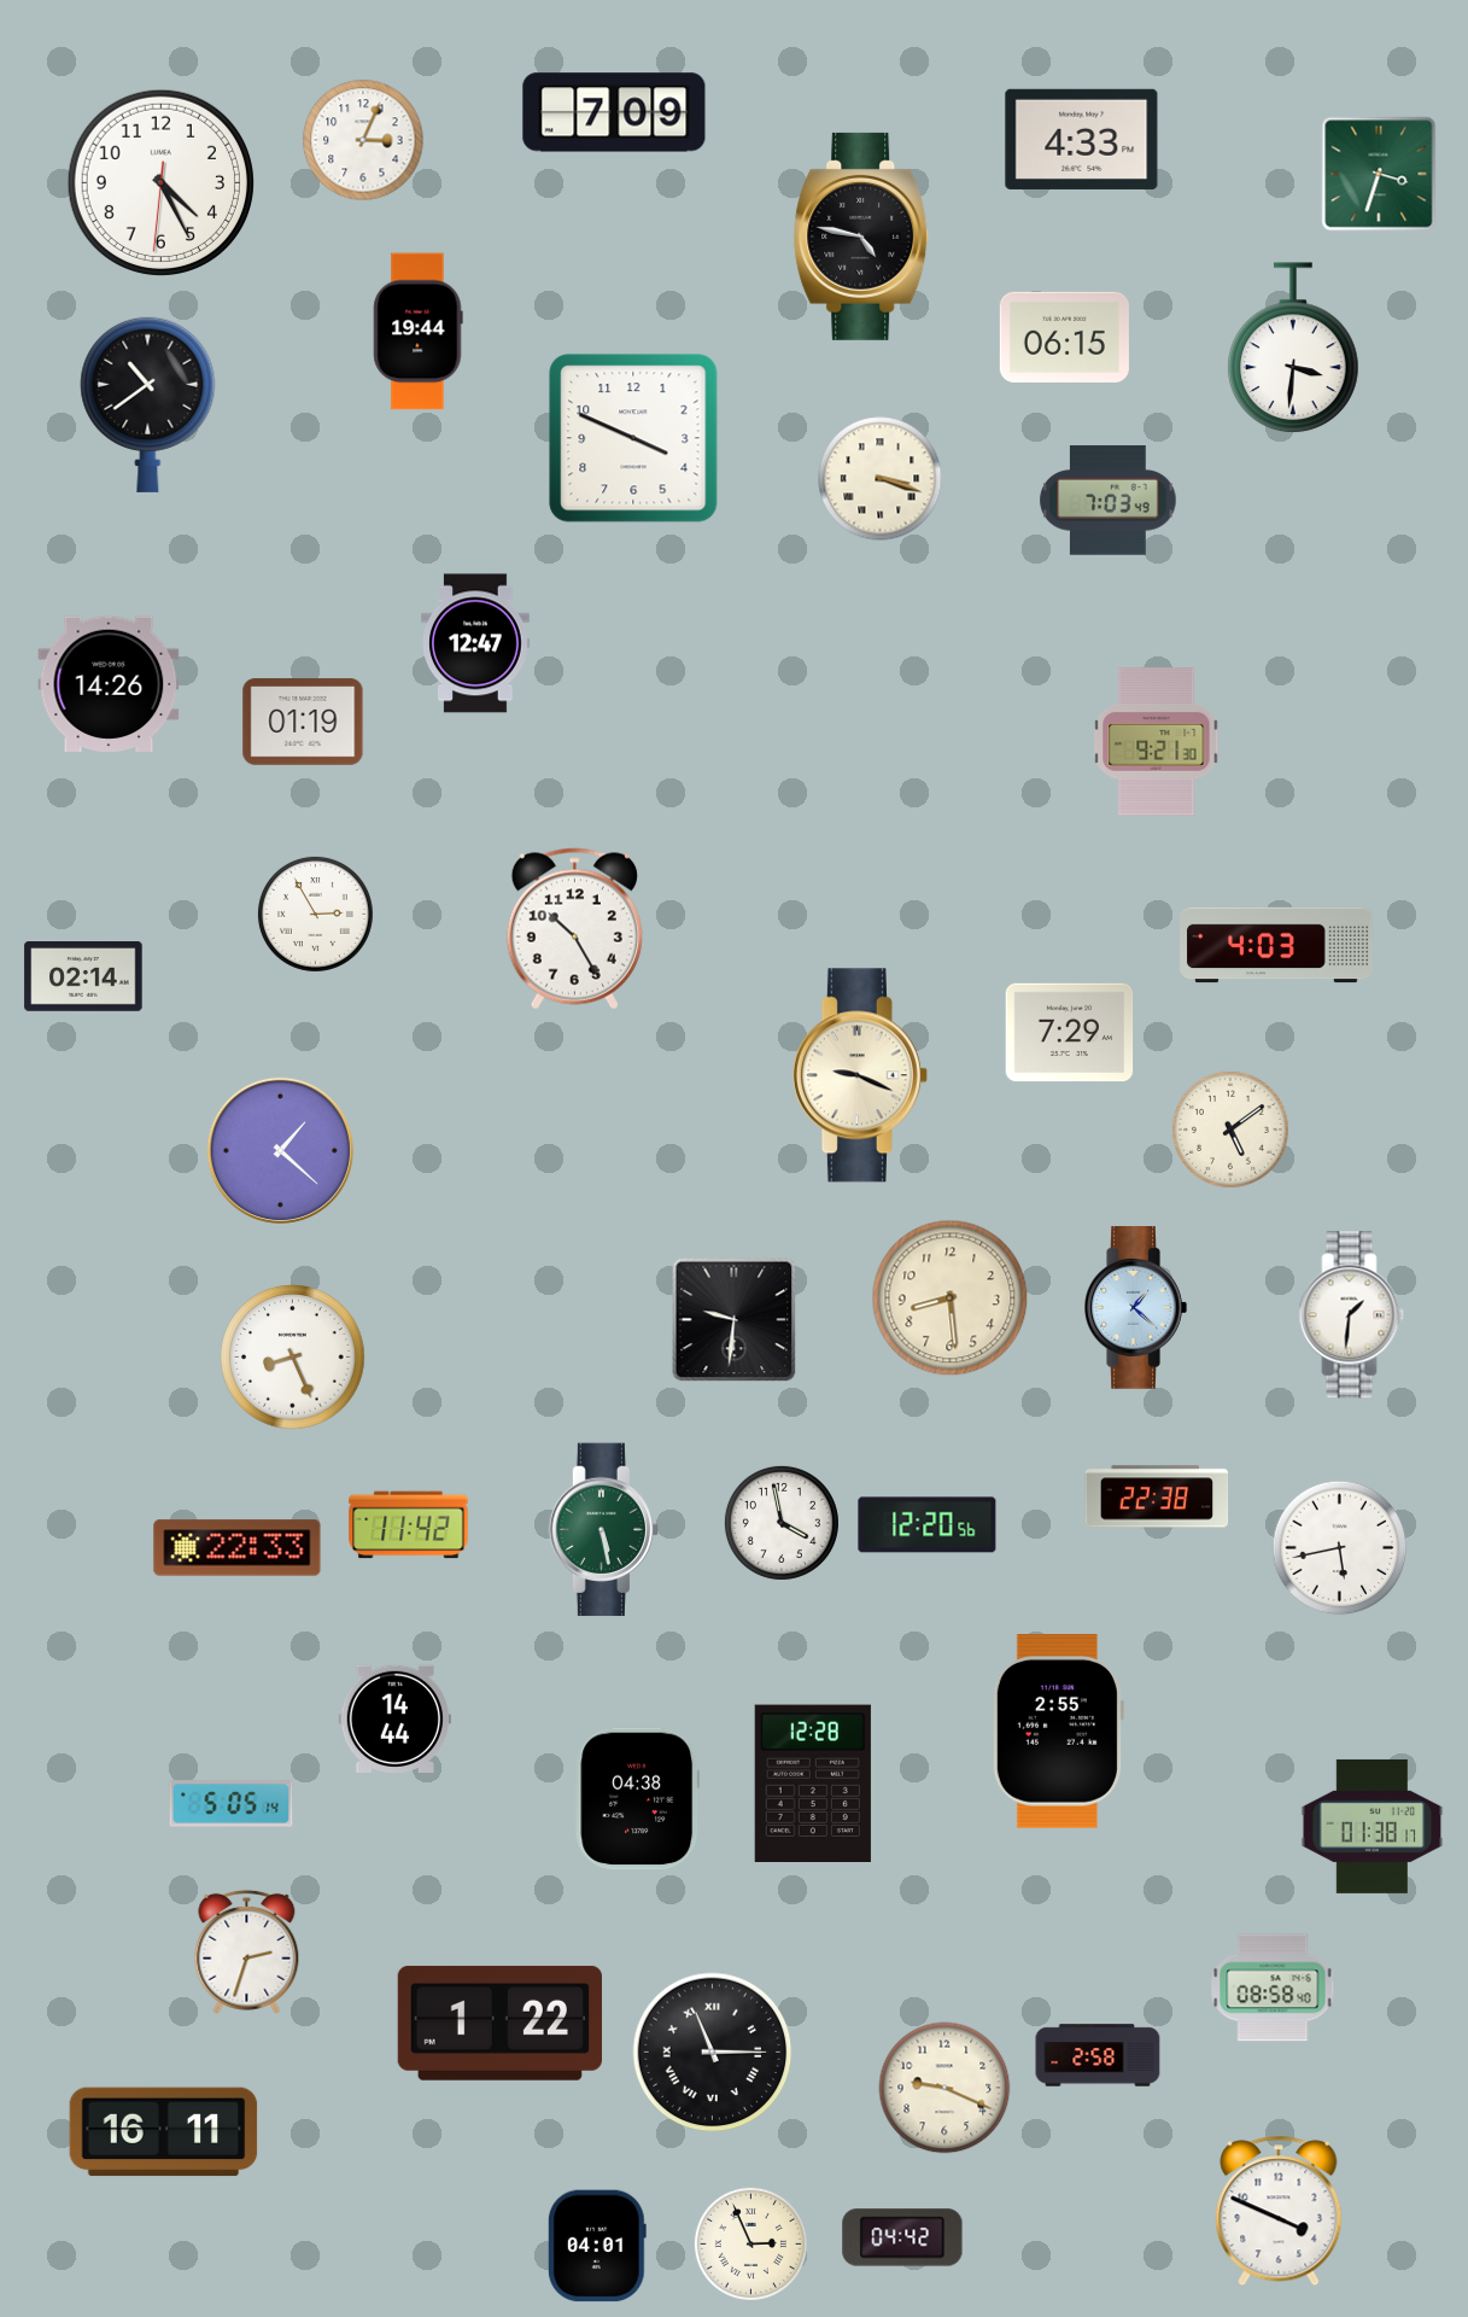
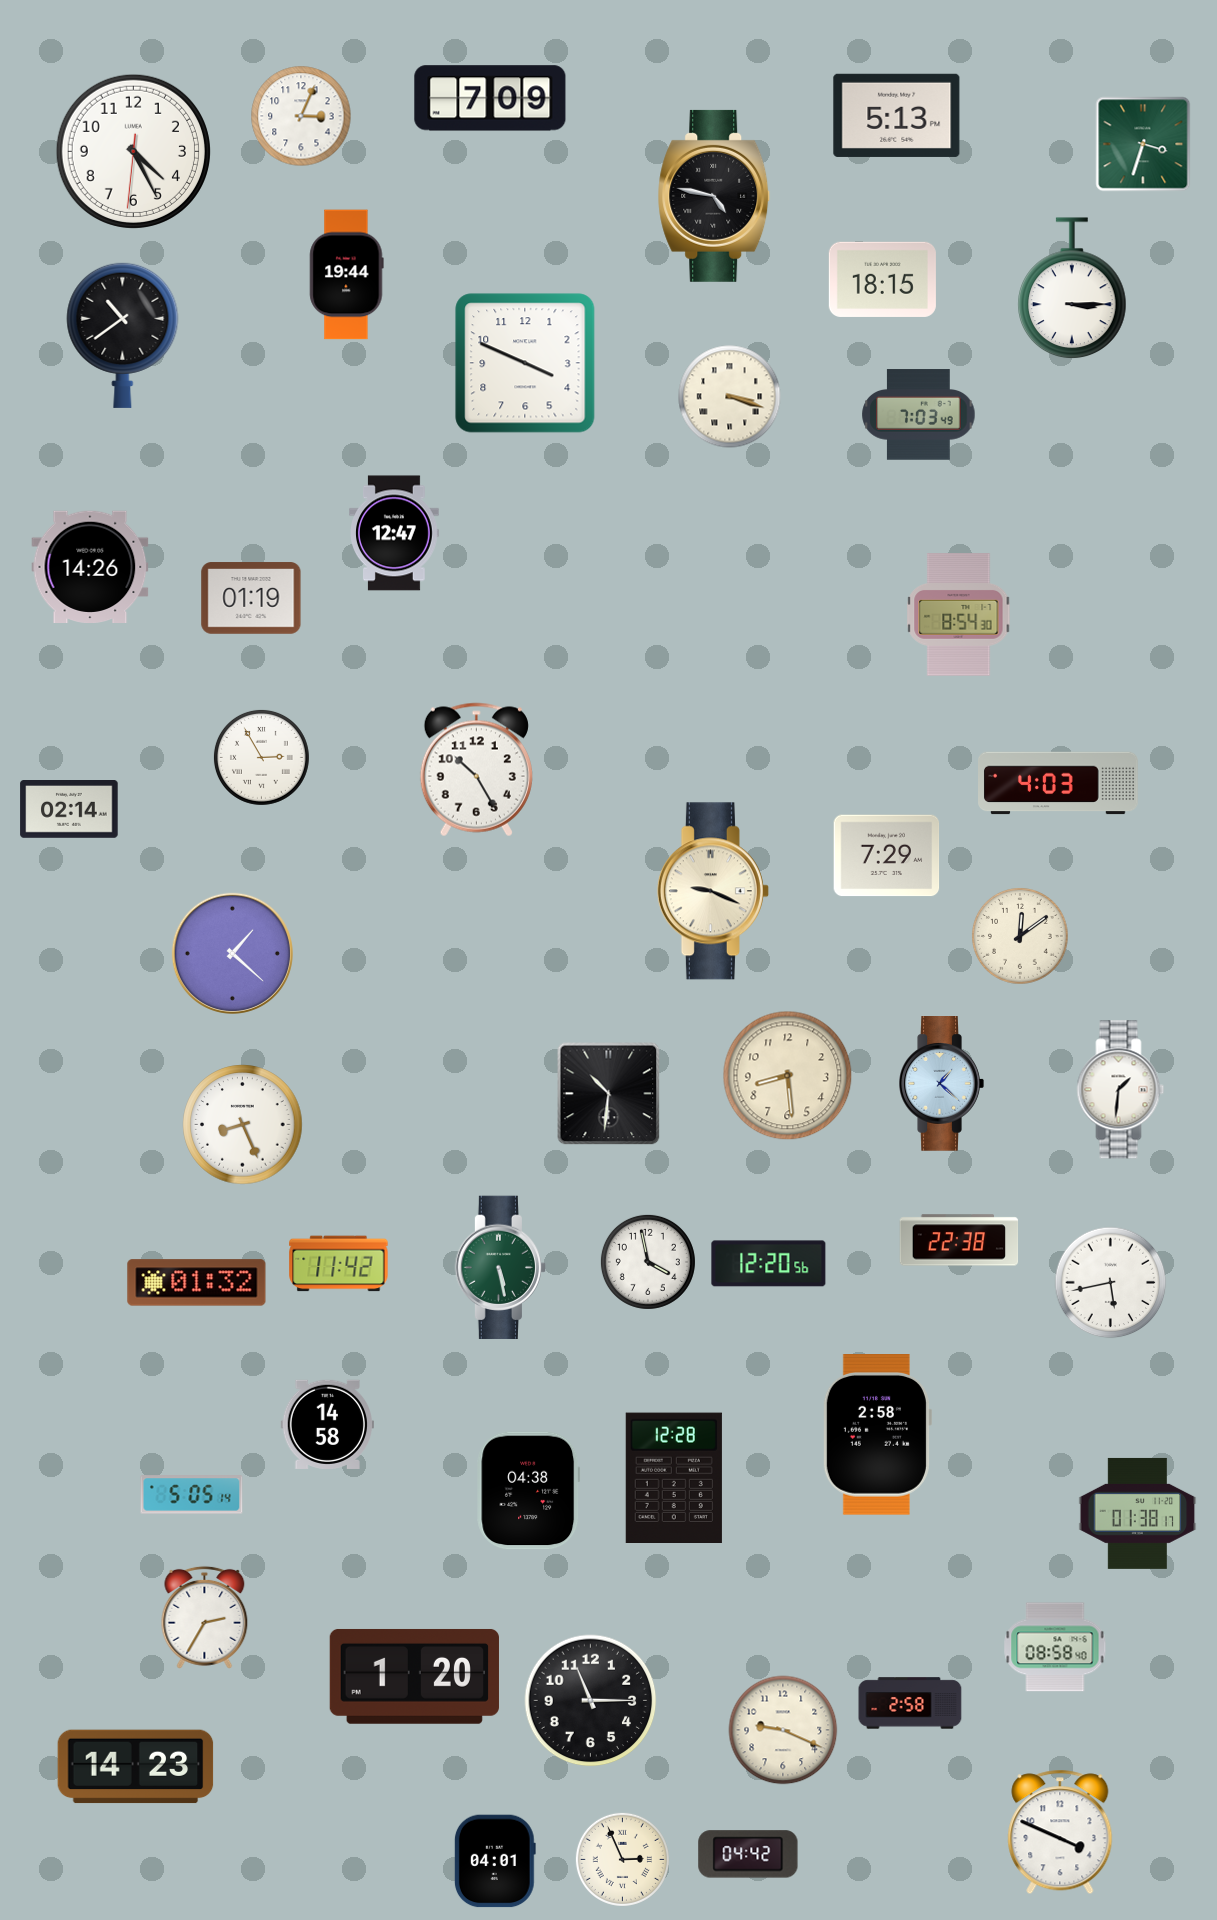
clock at (614, 112) position: (614, 112) -> (490, 98)
clock at (1082, 139): 4:33 -> 5:13
clock at (1064, 337): 06:15 -> 18:15
clock at (1293, 349): 3:31 -> 3:15
clock at (1157, 742): 9:21 -> 8:54
clock at (1232, 1131): 5:09 -> 12:09
clock at (735, 1320): 9:31 -> 10:31
clock at (238, 1548): 22:33 -> 01:32
clock at (394, 1718): 14:44 -> 14:58
clock at (1058, 1732): 2:55 -> 2:58
clock at (247, 1951): 2:33 -> 2:35
clock at (499, 2023): 1:22 -> 1:20
clock at (713, 2053) numerals: Roman -> Arabic
clock at (164, 2132): 16:11 -> 14:23
